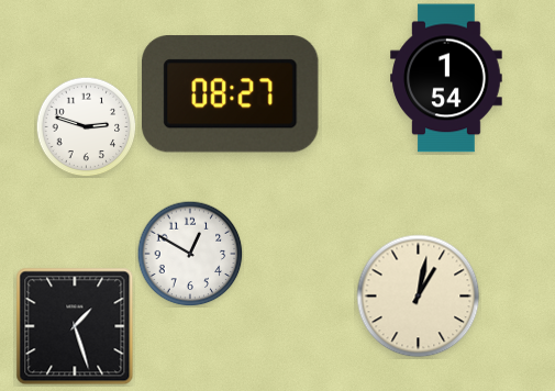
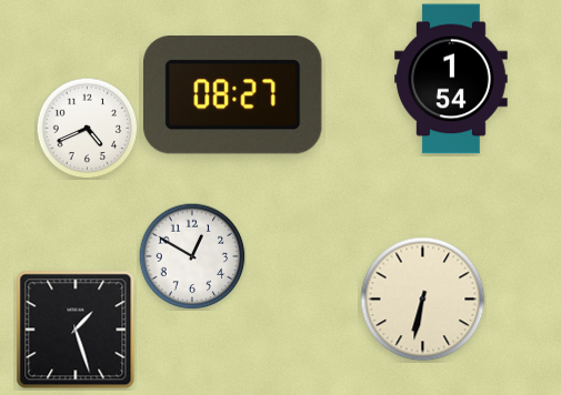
clock at (86, 126): 2:48 -> 4:41
clock at (419, 297): 1:02 -> 6:32
